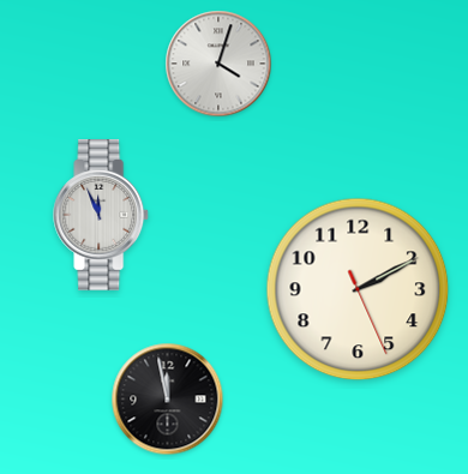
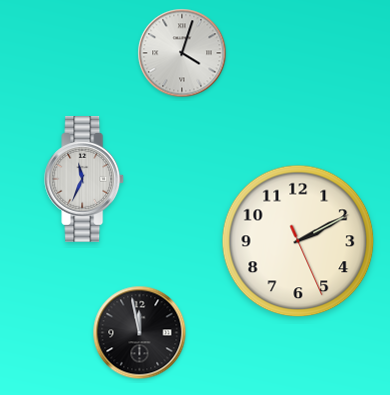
clock at (102, 216): 11:56 -> 11:34
